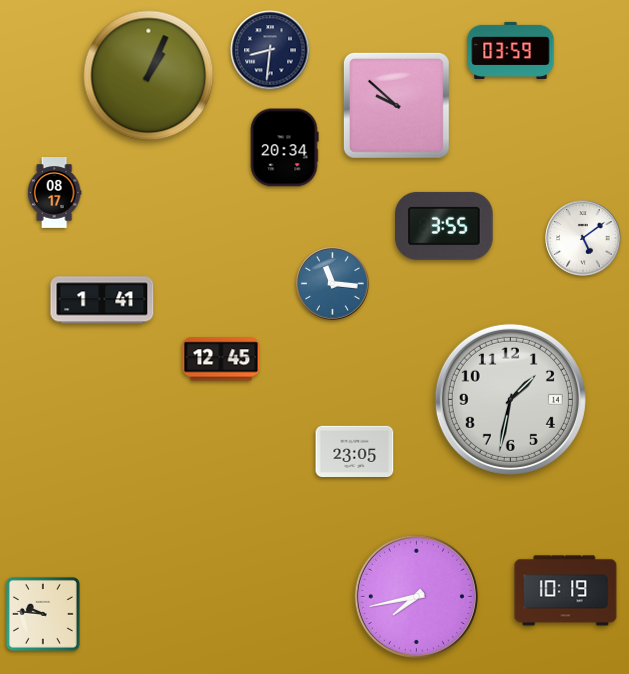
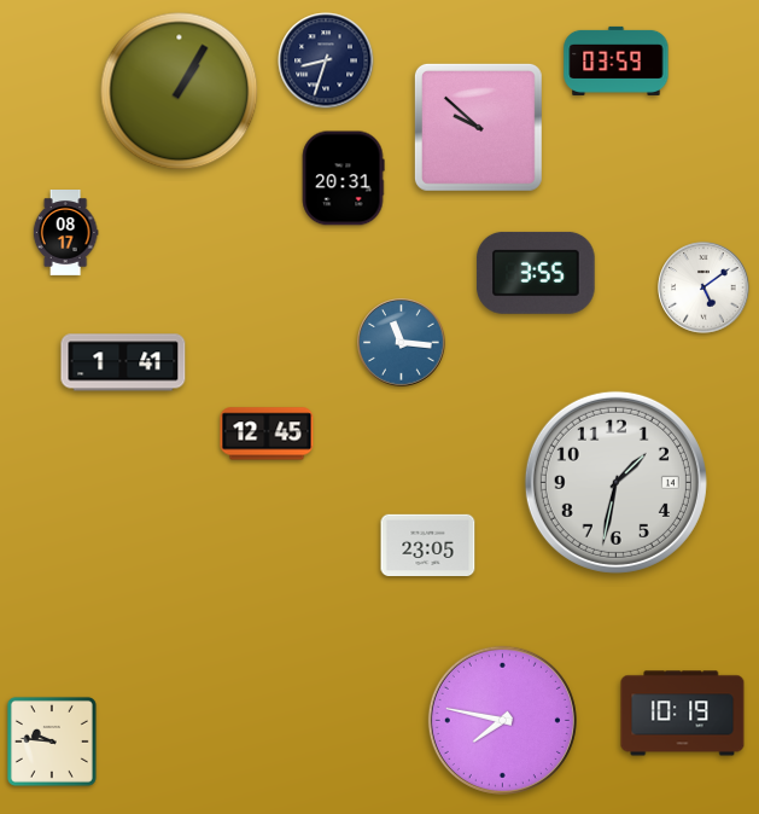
clock at (270, 50): 8:31 -> 8:33
clock at (149, 76): 1:04 -> 1:05
clock at (284, 148): 20:34 -> 20:31
clock at (416, 596): 7:43 -> 7:47
